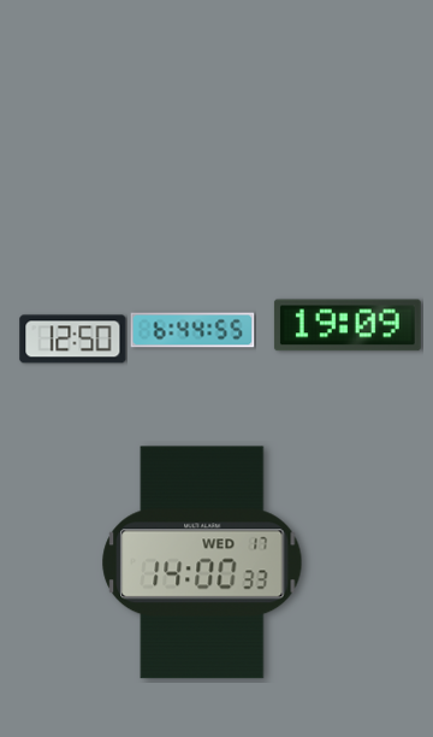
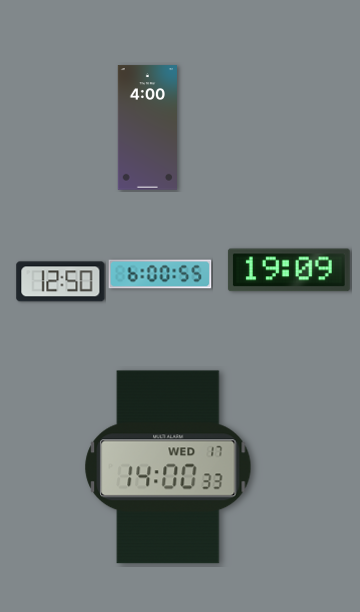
clock at (147, 128): none -> 4:00
clock at (192, 330): 6:44 -> 6:00
